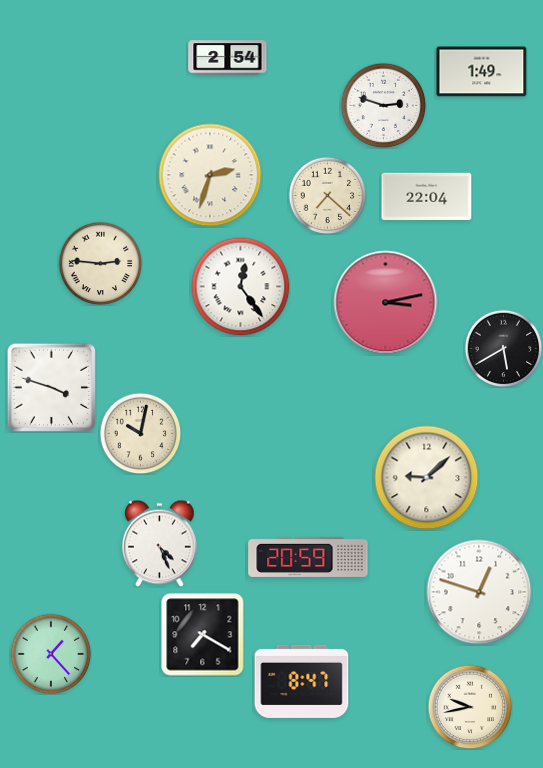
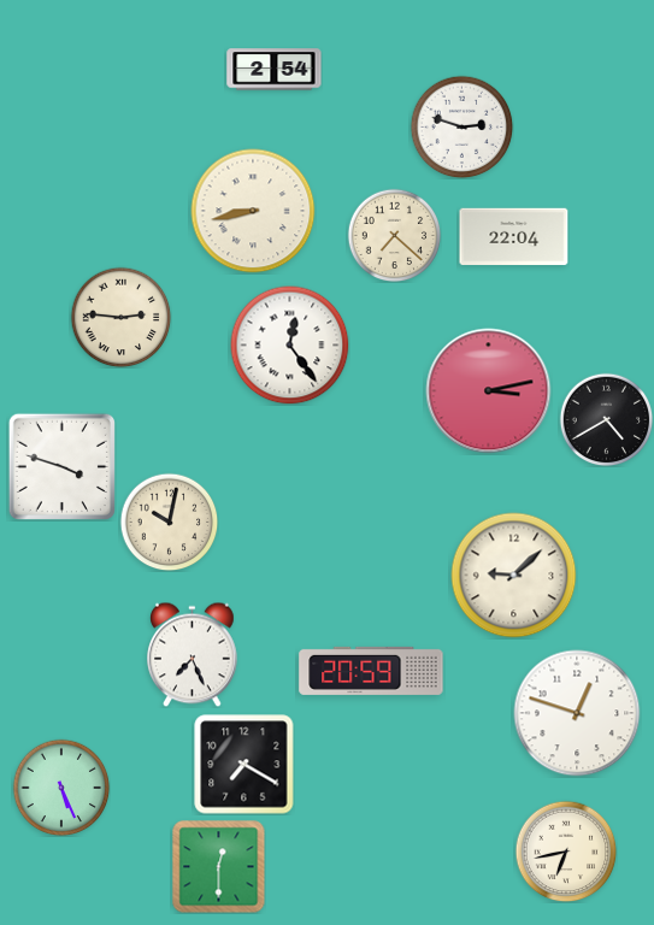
clock at (482, 72): 1:49 -> none
clock at (210, 175): 2:33 -> 8:43
clock at (386, 303) position: (386, 303) -> (489, 391)
clock at (503, 348): 5:40 -> 4:40
clock at (160, 543): 4:26 -> 7:26
clock at (51, 654): 1:23 -> 5:26
clock at (302, 681): 8:47 -> none
clock at (470, 707): 9:43 -> 6:43
clock at (218, 866): none -> 12:30
